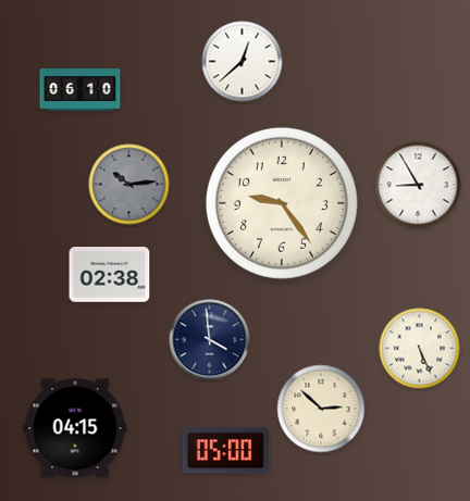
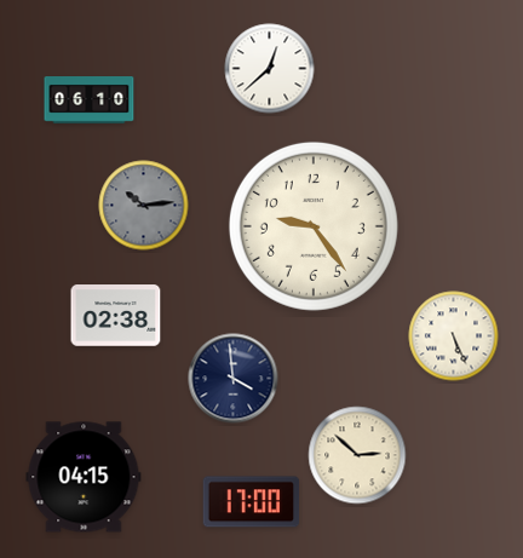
clock at (418, 185): 8:55 -> none
clock at (110, 275) position: (110, 275) -> (116, 316)
clock at (420, 349) position: (420, 349) -> (454, 336)
clock at (226, 451): 05:00 -> 17:00
